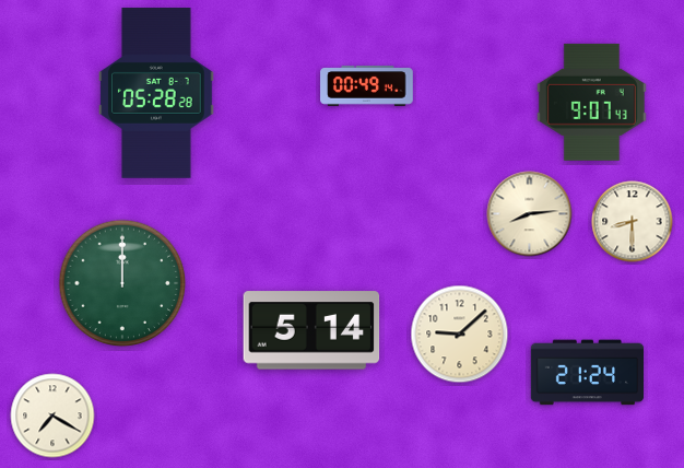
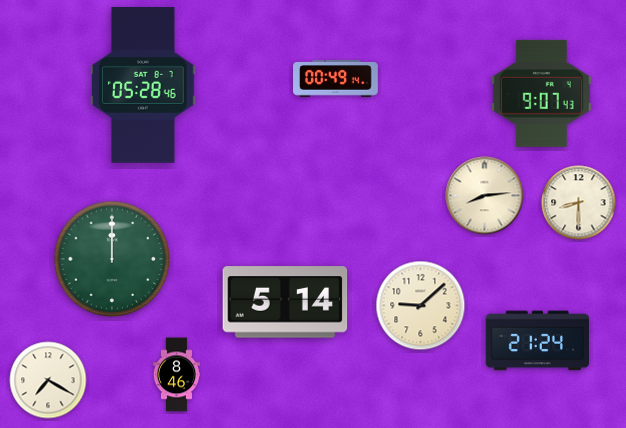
clock at (156, 93): 05:28:28 -> 05:28:46
clock at (177, 375): none -> 8:46
